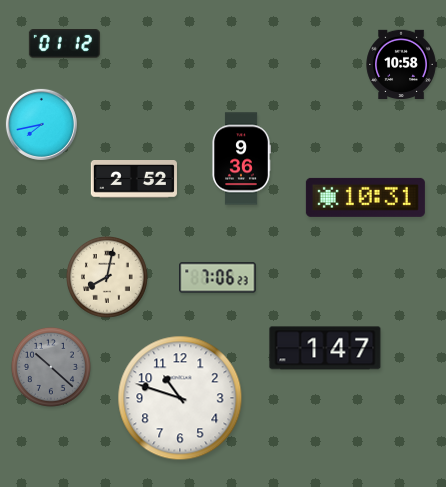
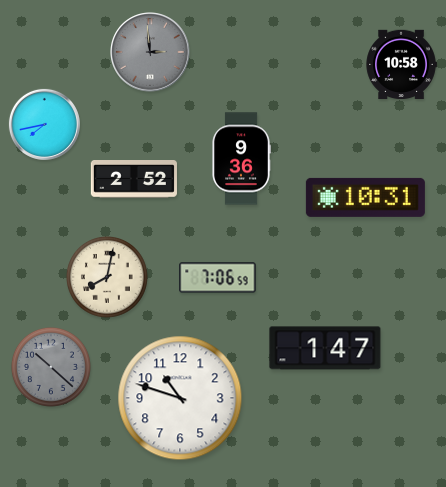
clock at (64, 44): 01:12 -> none
clock at (150, 52): none -> 2:59
clock at (41, 124) position: (41, 124) -> (44, 124)
clock at (218, 278): 7:06:23 -> 7:06:59
